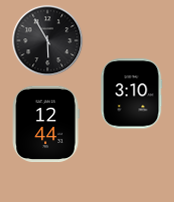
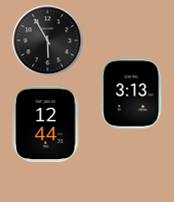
clock at (131, 94): 3:10 -> 3:13
